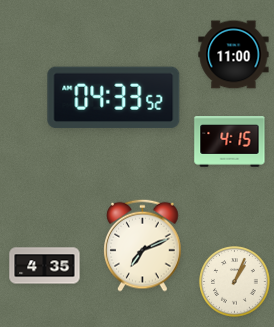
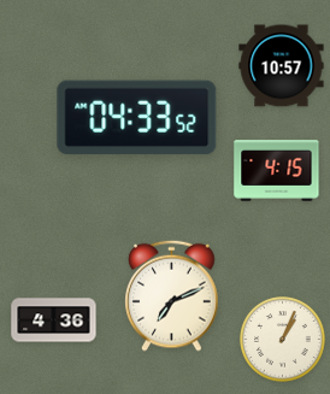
clock at (234, 55): 11:00 -> 10:57
clock at (45, 266): 4:35 -> 4:36
